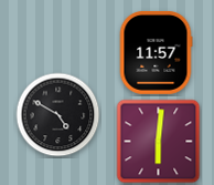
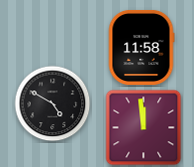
clock at (156, 52): 11:57 -> 11:58
clock at (159, 142): 6:01 -> 11:59
